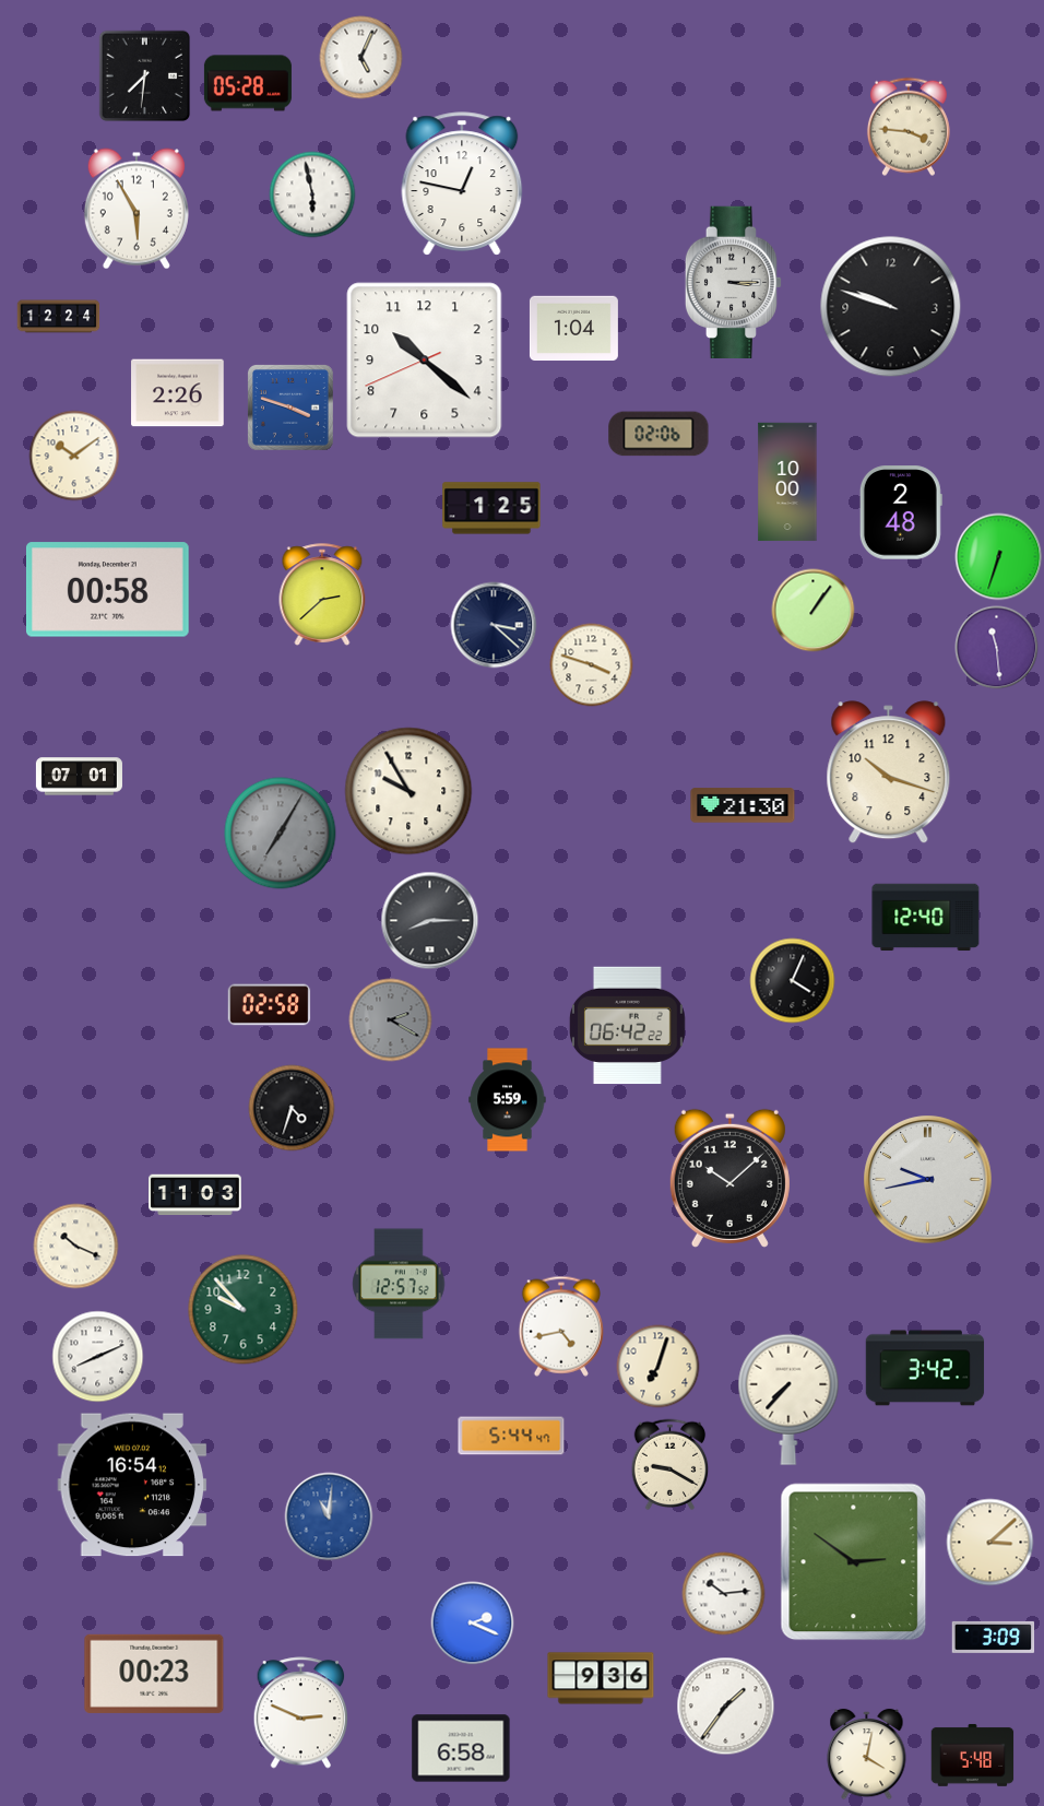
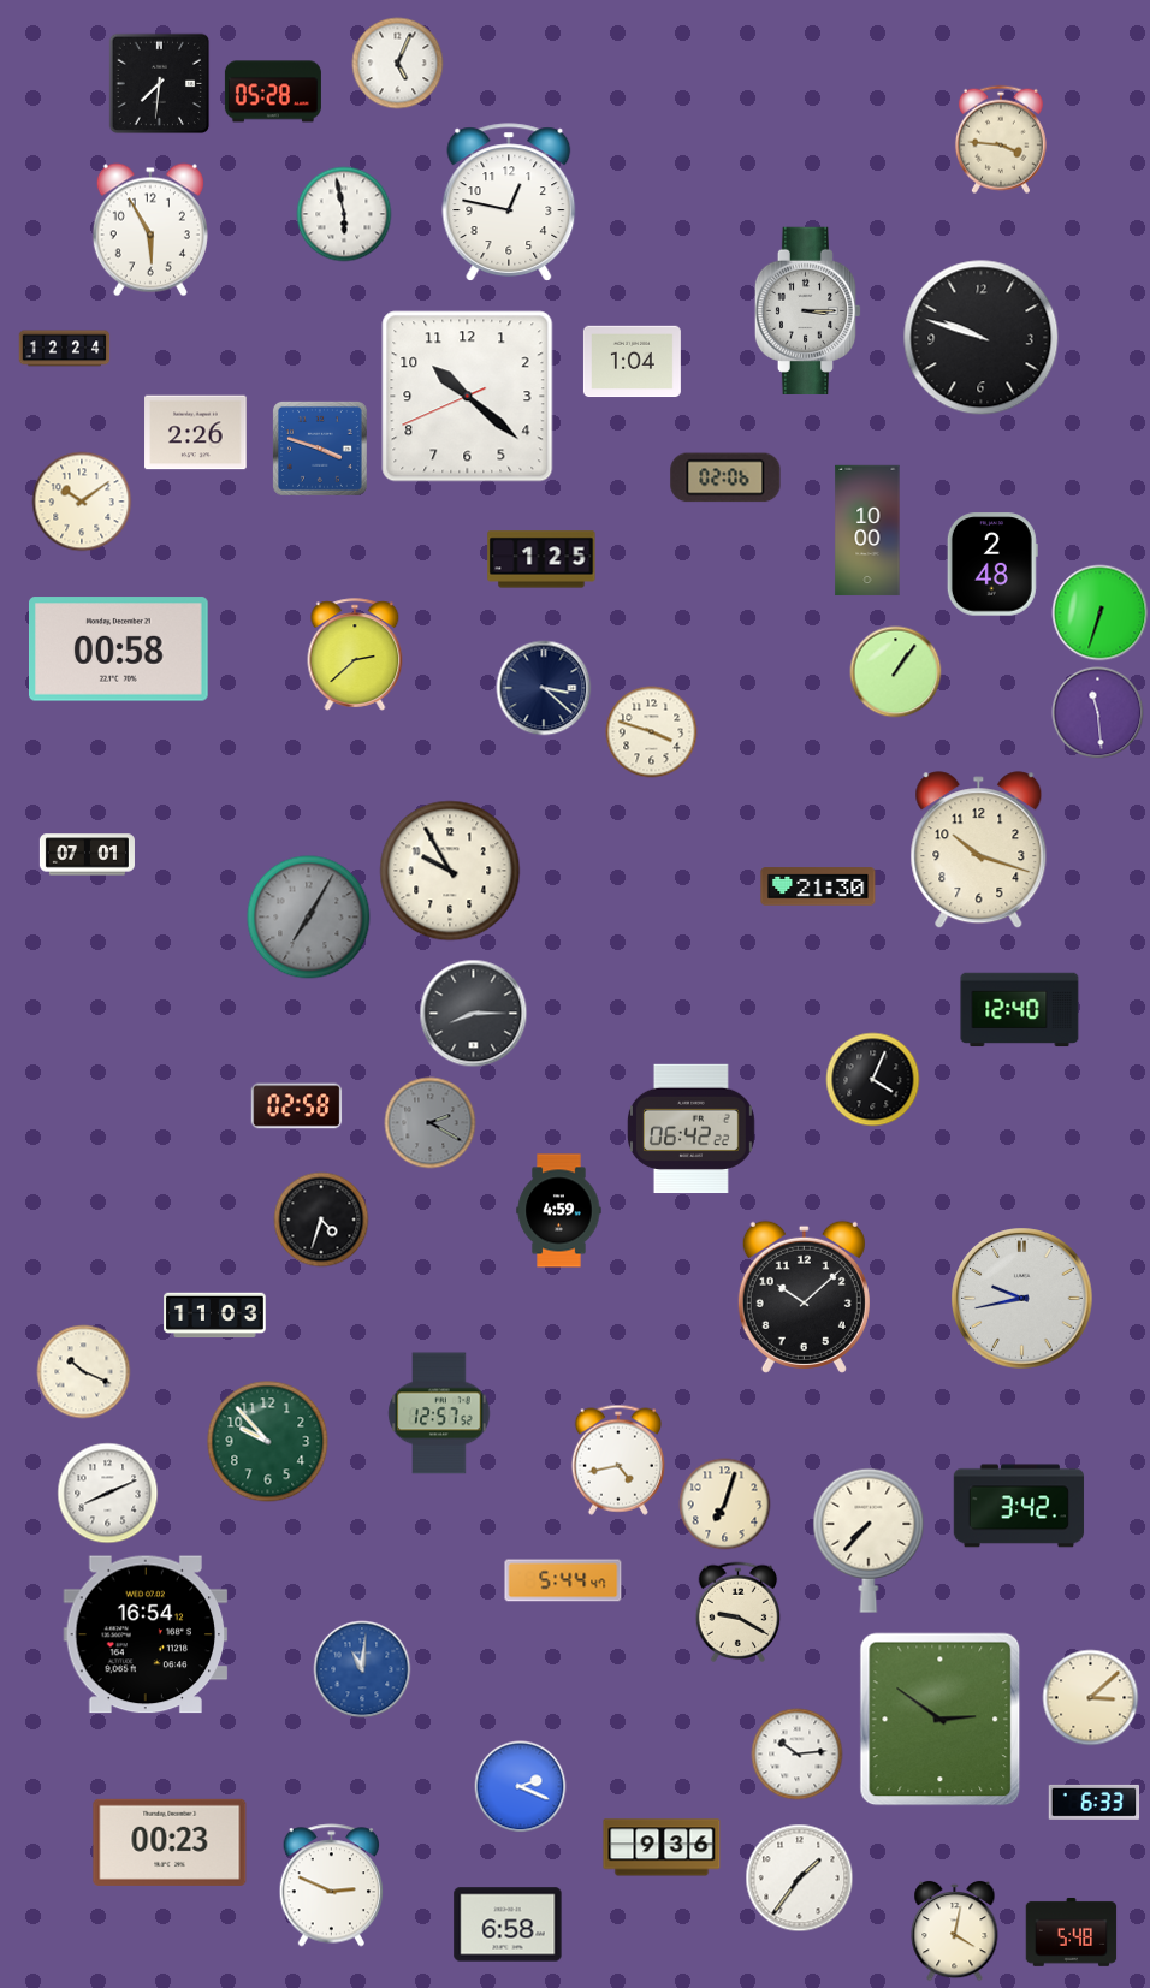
clock at (508, 1100): 5:59 -> 4:59
clock at (994, 1637): 3:09 -> 6:33
